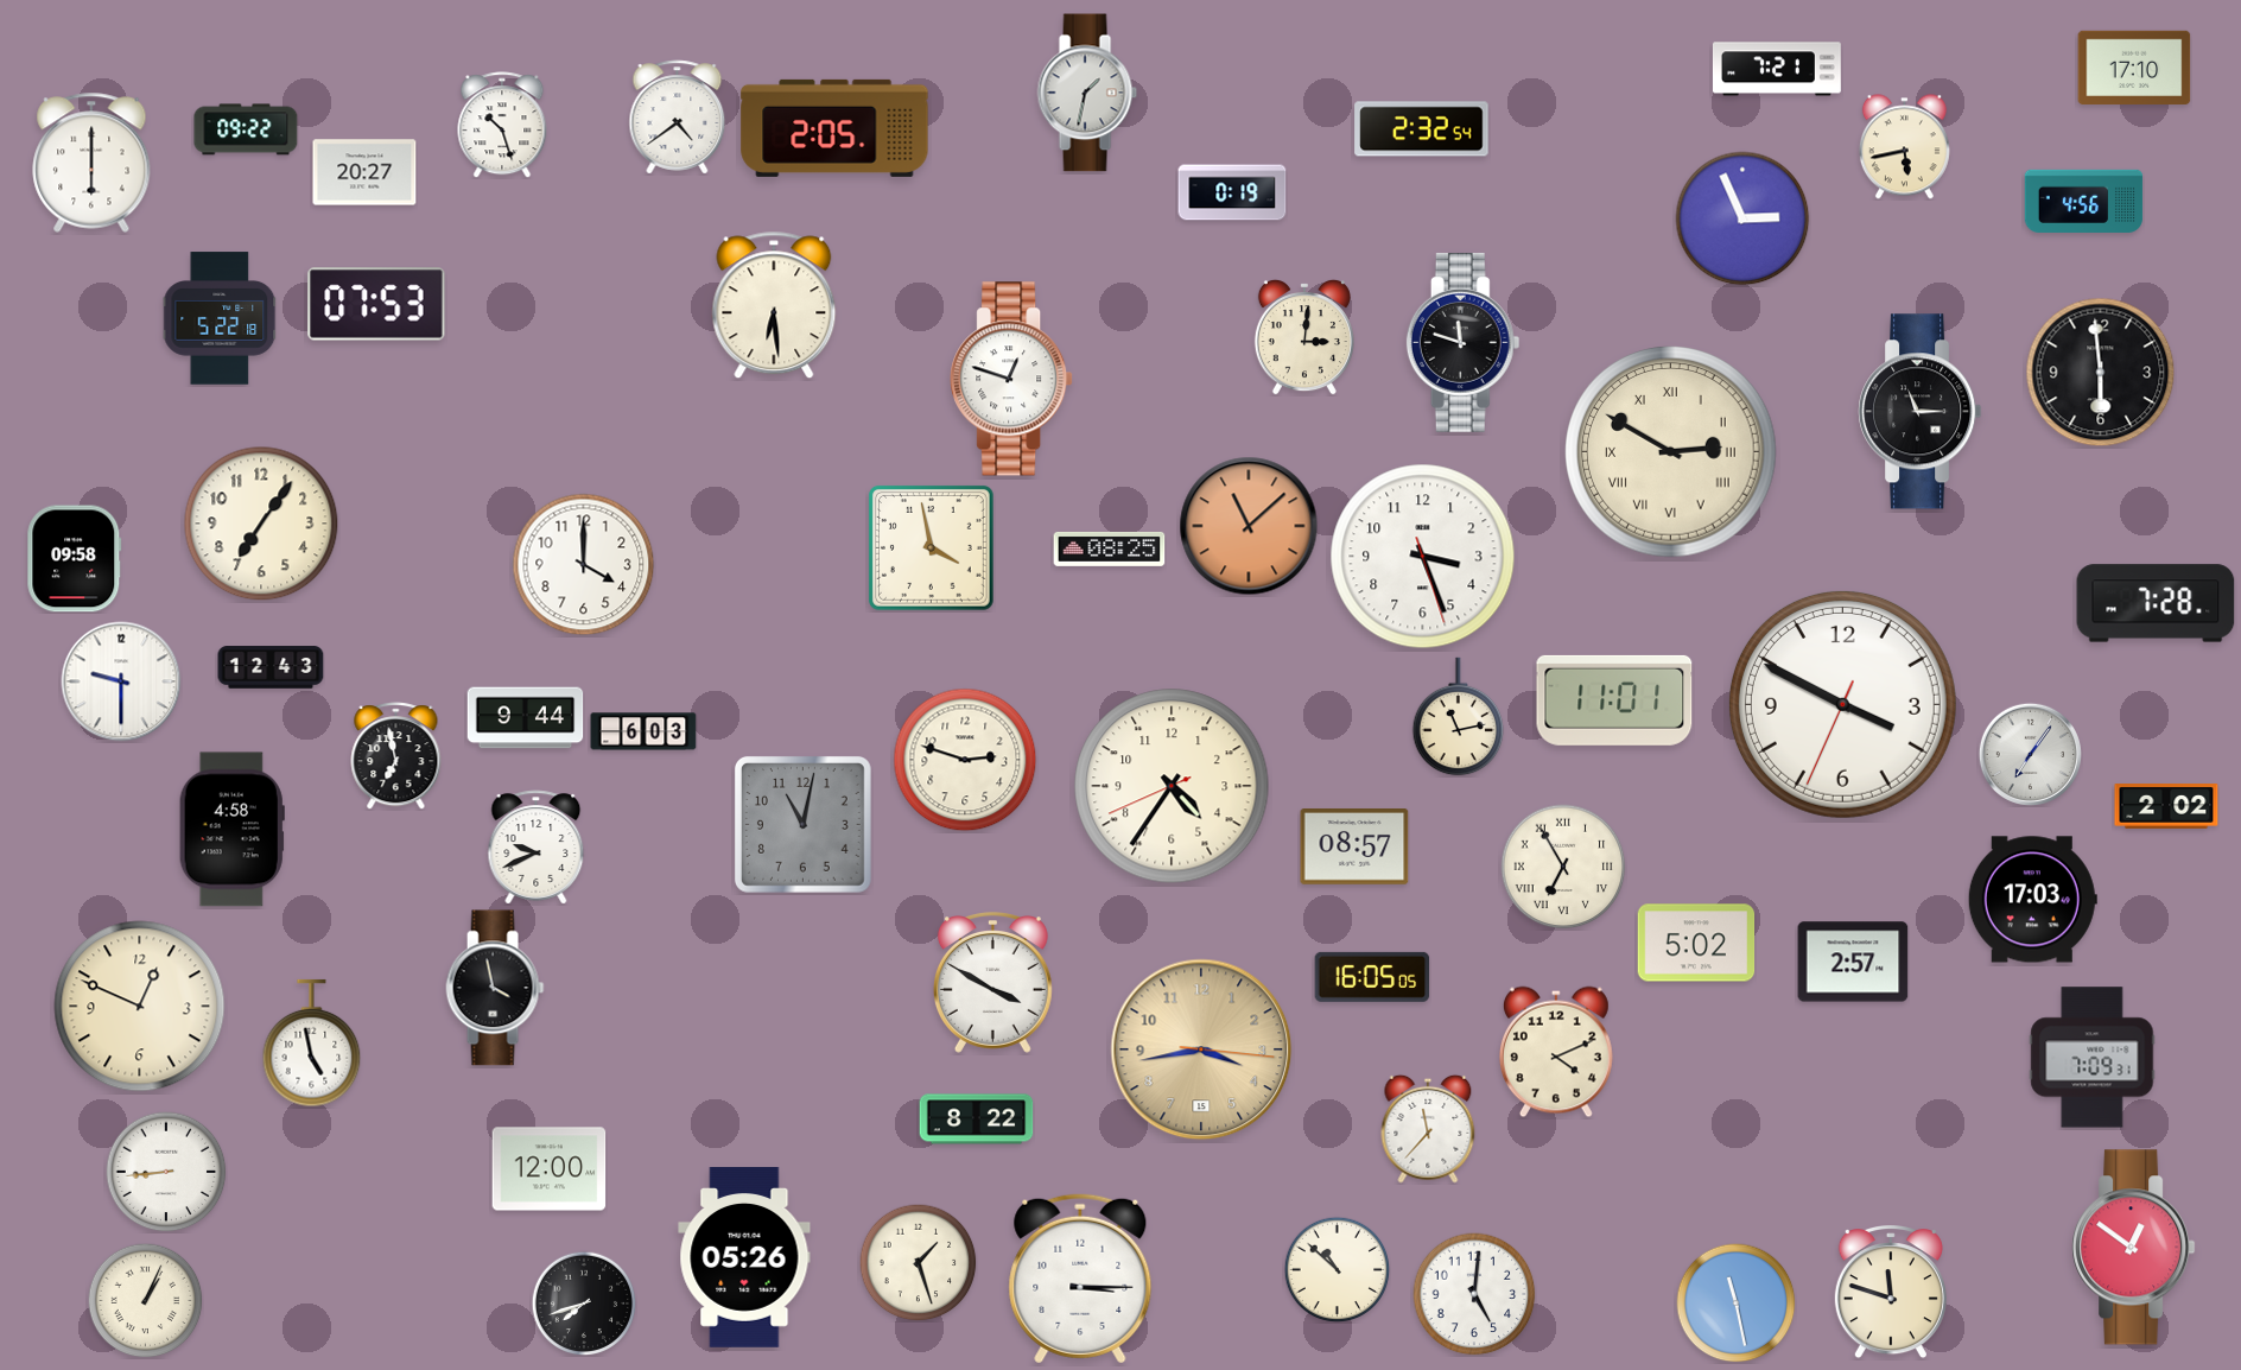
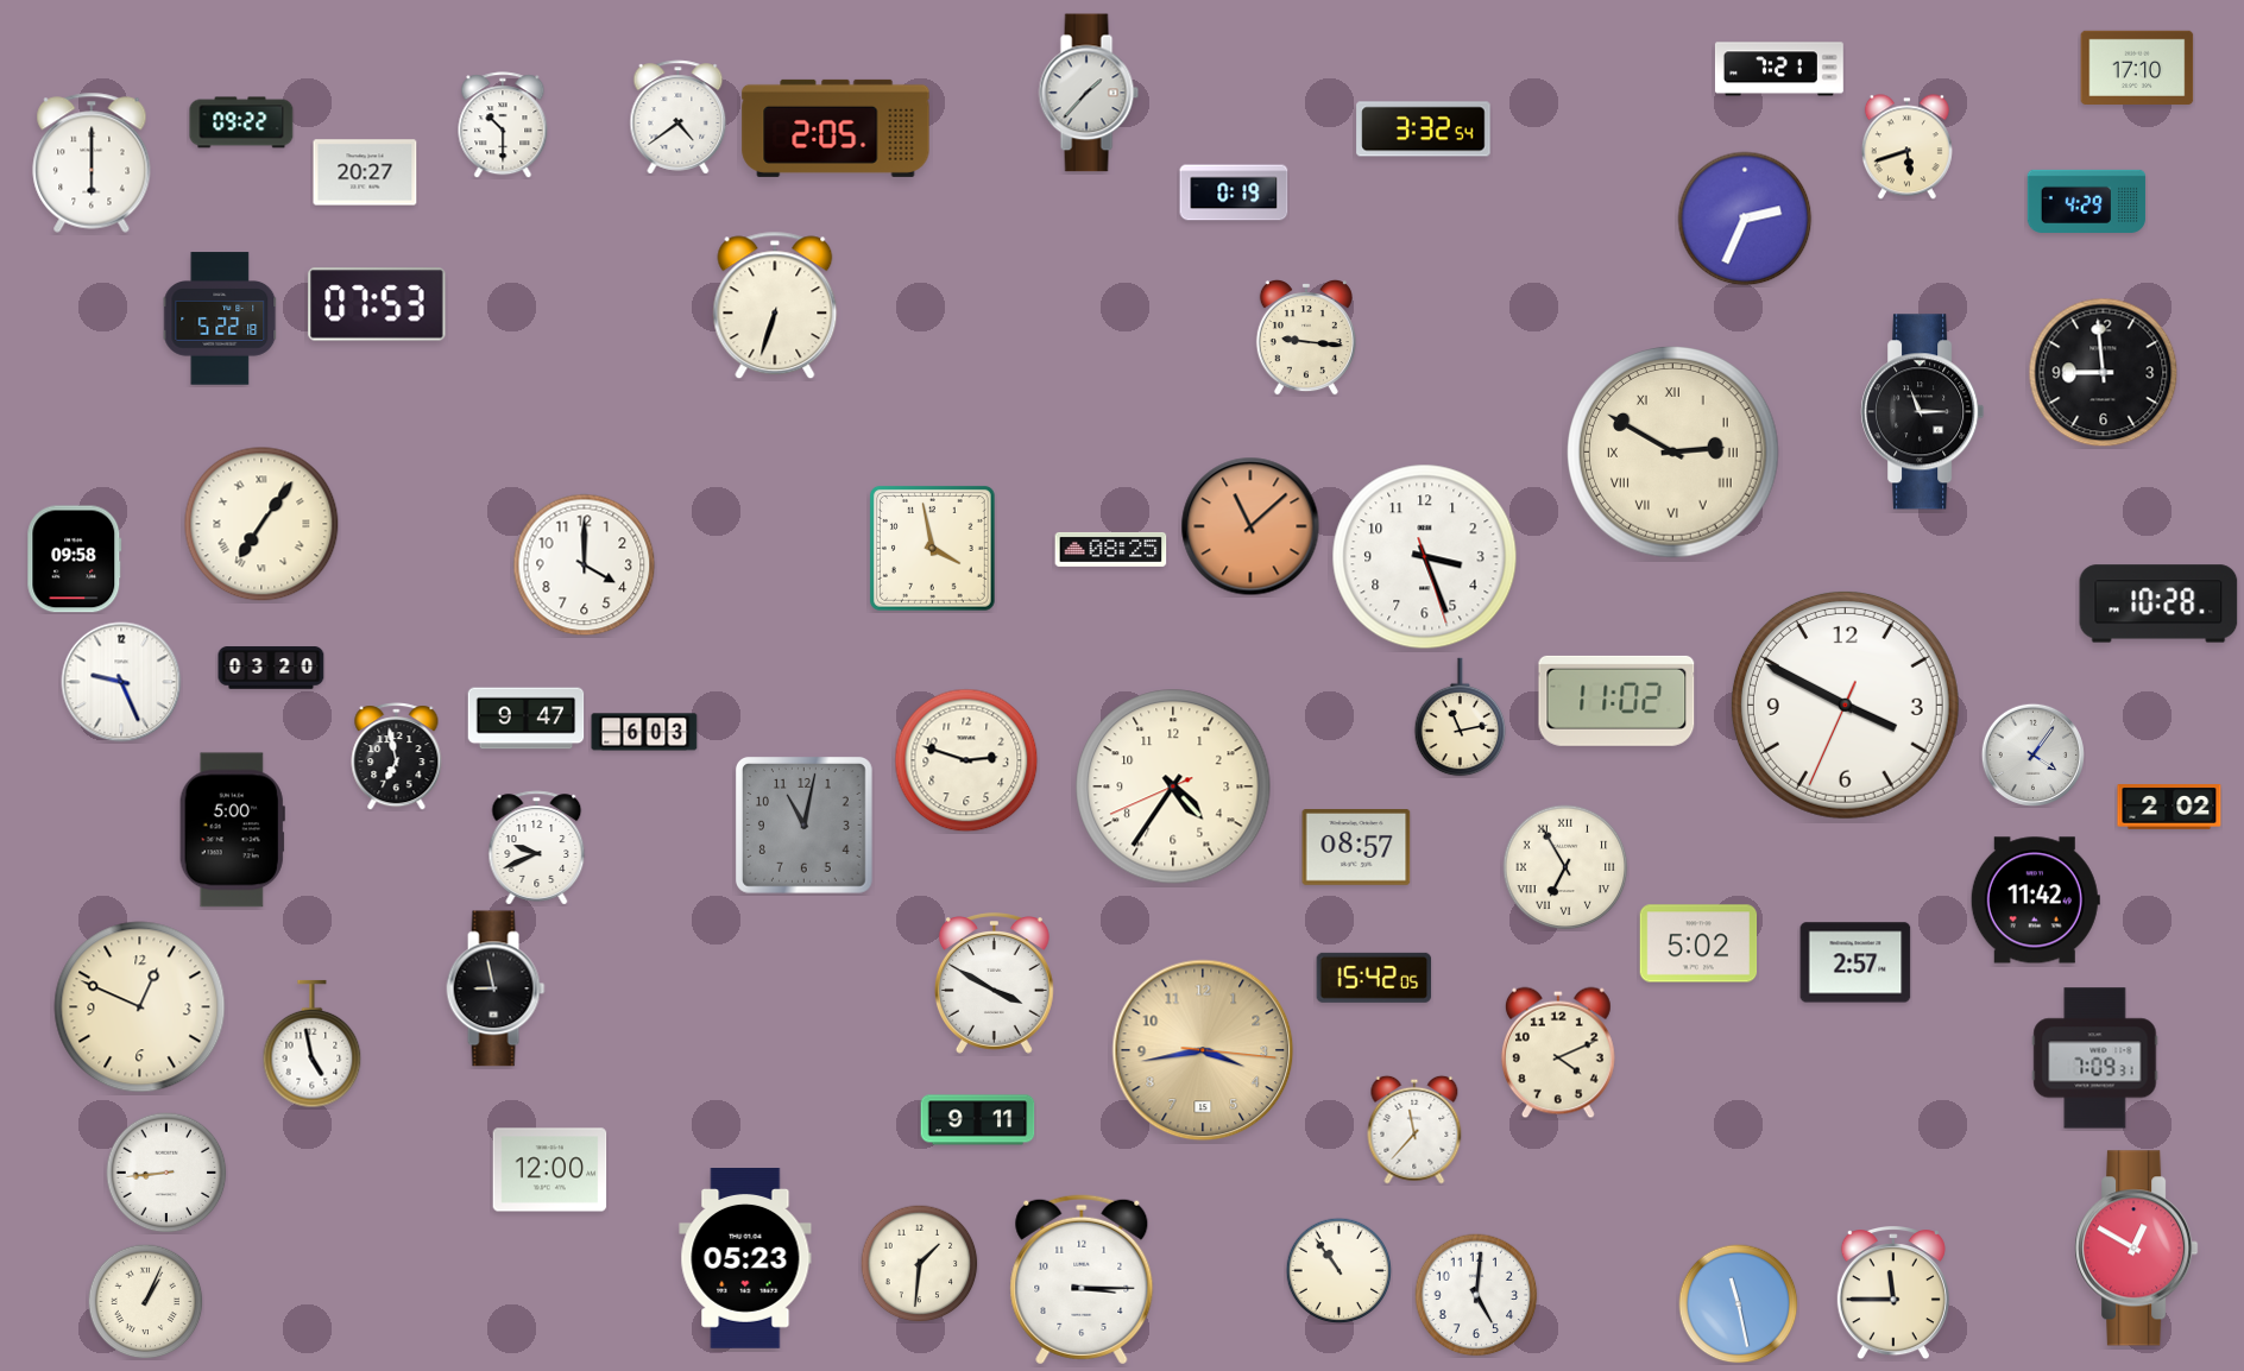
clock at (1087, 93): 1:32 -> 1:37
clock at (502, 125): 10:27 -> 10:30
clock at (246, 129) position: (246, 129) -> (241, 122)
clock at (1422, 129): 2:32 -> 3:32
clock at (1904, 147): 5:43 -> 5:42
clock at (2084, 201): 4:56 -> 4:29
clock at (1742, 218): 2:56 -> 2:34
clock at (774, 305): 6:29 -> 6:33
clock at (1304, 337): 3:01 -> 9:16
clock at (1464, 342): 11:48 -> none
clock at (2101, 373): 5:59 -> 8:59
clock at (1011, 379): 12:48 -> none
clock at (261, 524) numerals: Arabic -> Roman
clock at (2156, 603): 7:28 -> 10:28
clock at (271, 667): 12:43 -> 03:20
clock at (121, 681): 9:30 -> 9:26
clock at (1614, 700): 11:01 -> 11:02
clock at (526, 718): 9:44 -> 9:47
clock at (2030, 754): 7:06 -> 4:06
clock at (231, 830): 4:58 -> 5:00
clock at (2032, 900): 17:03 -> 11:42
clock at (1372, 977): 16:05 -> 15:42
clock at (495, 988): 3:58 -> 8:58
clock at (977, 1120): 8:22 -> 9:11
clock at (1428, 1129) position: (1428, 1129) -> (1414, 1130)
clock at (2134, 1248): 12:51 -> 12:50
clock at (744, 1257): 05:26 -> 05:23
clock at (919, 1263): 1:27 -> 1:31
clock at (1337, 1269): 10:52 -> 10:54
clock at (1891, 1293): 11:48 -> 11:45
clock at (584, 1304): 7:42 -> none
